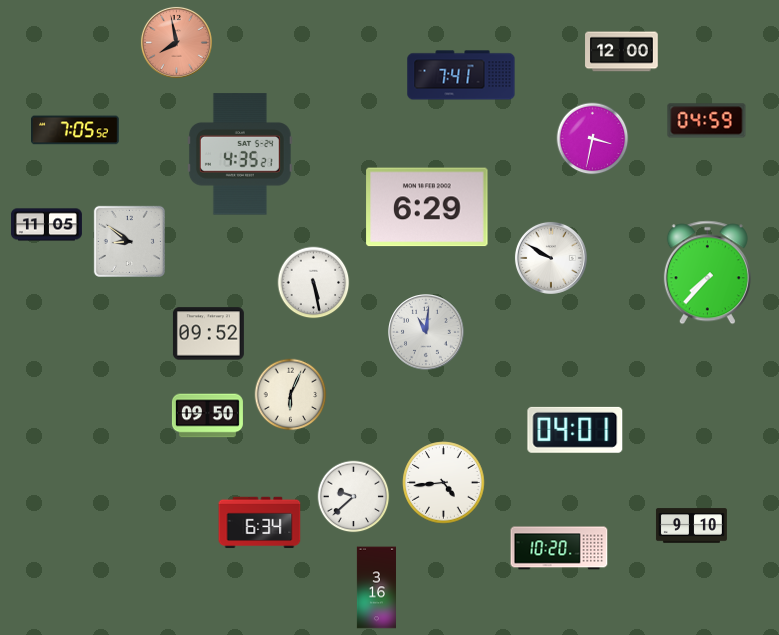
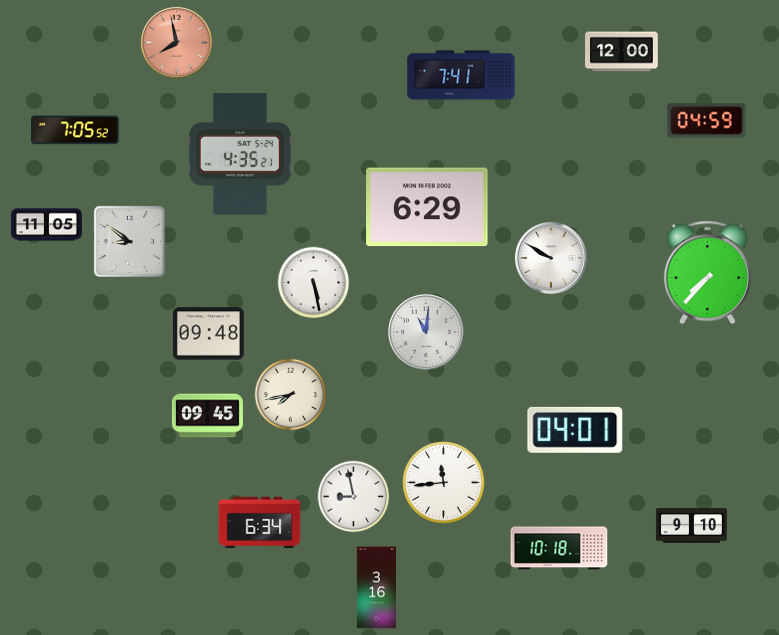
clock at (593, 139): 3:32 -> none
clock at (208, 334): 09:52 -> 09:48
clock at (291, 395): 6:04 -> 7:43
clock at (207, 416): 09:50 -> 09:45
clock at (444, 483): 4:44 -> 11:44
clock at (354, 497): 9:38 -> 8:58
clock at (559, 548): 10:20 -> 10:18
